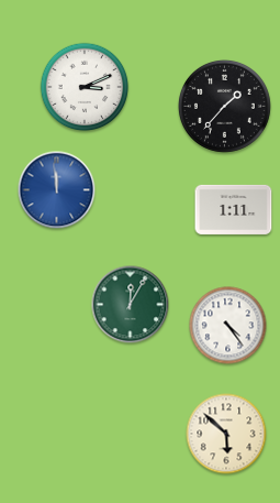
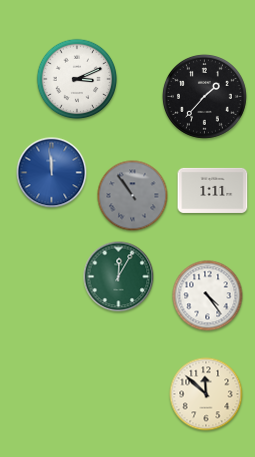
clock at (133, 196): none -> 10:54
clock at (226, 434): 5:52 -> 11:52
